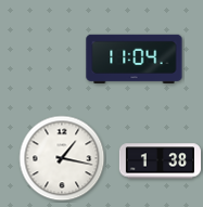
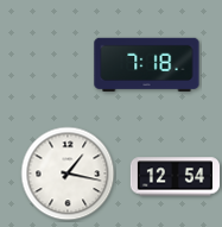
clock at (135, 60): 11:04 -> 7:18
clock at (160, 161): 1:38 -> 12:54
